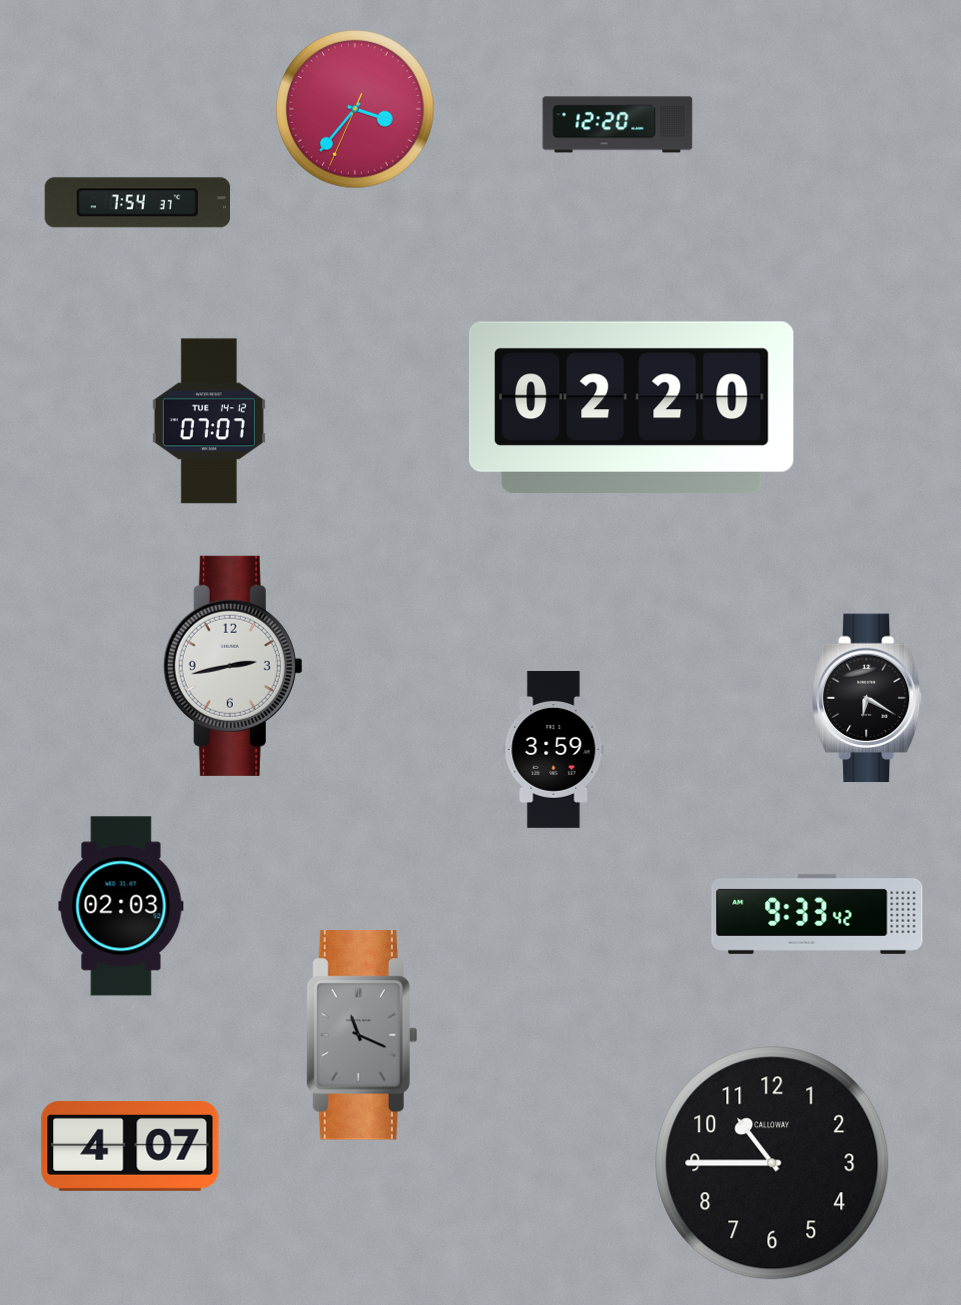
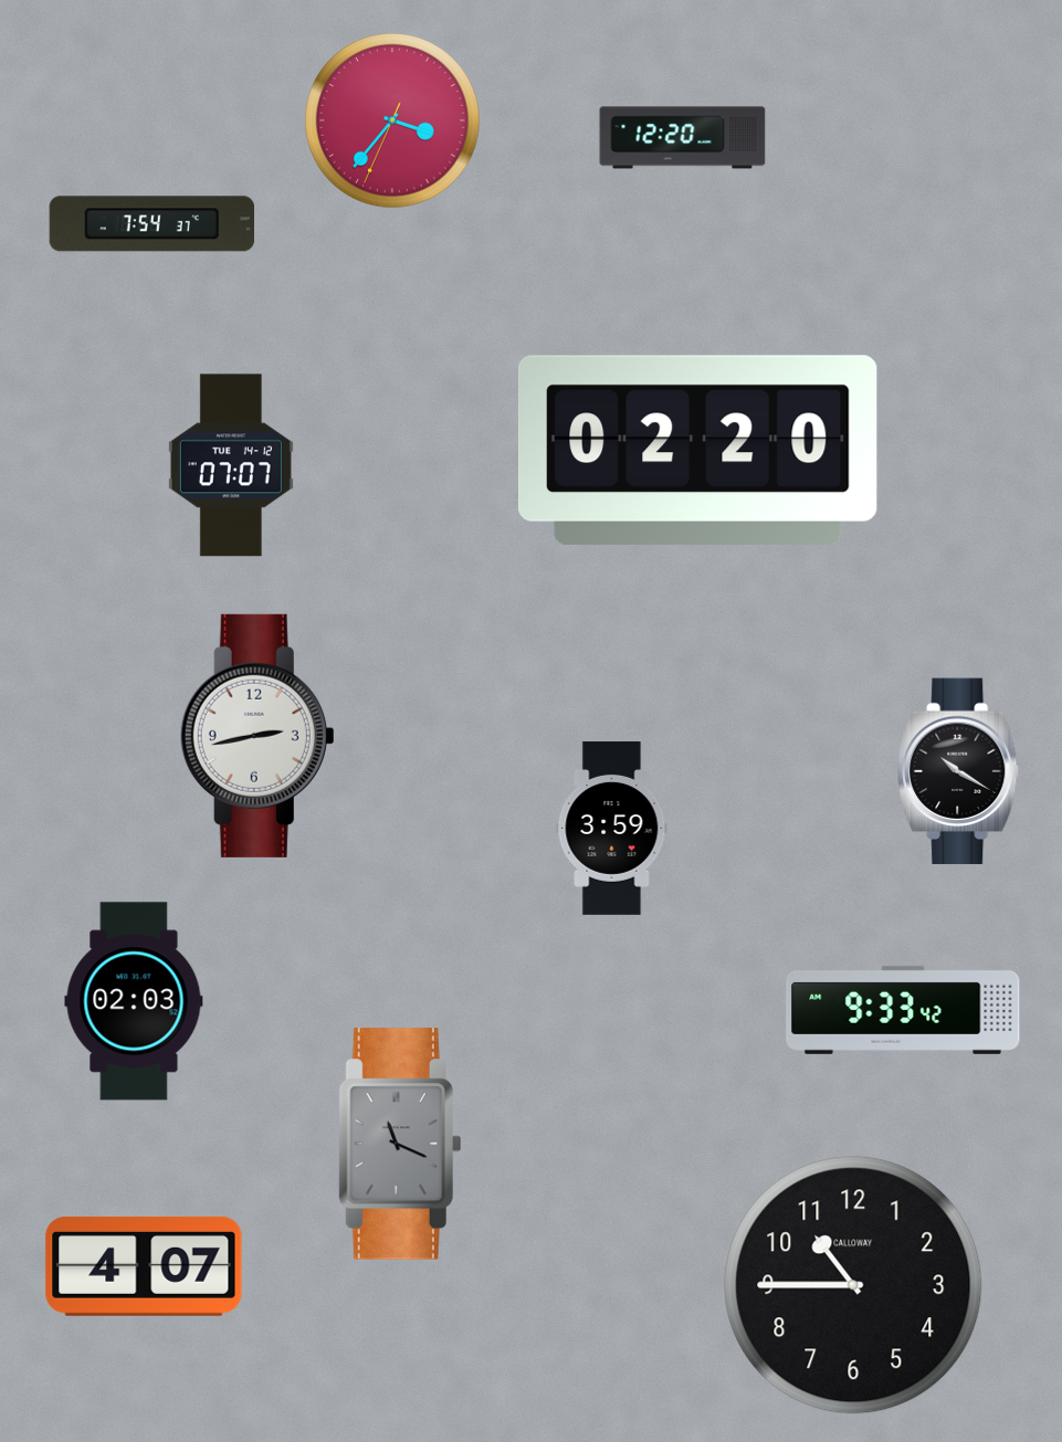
clock at (868, 698): 6:20 -> 10:20
